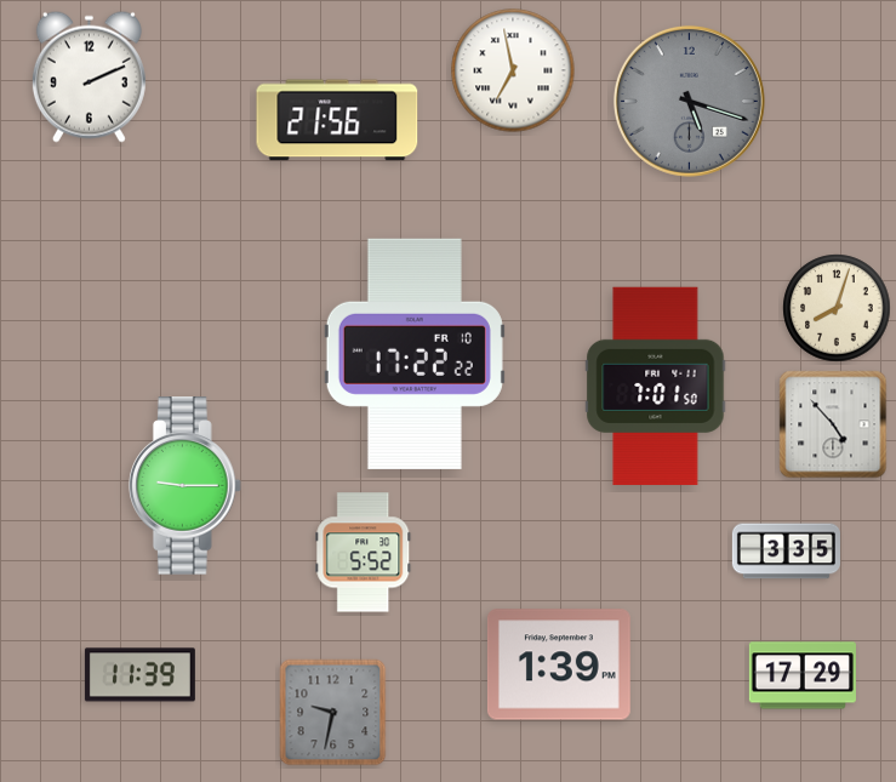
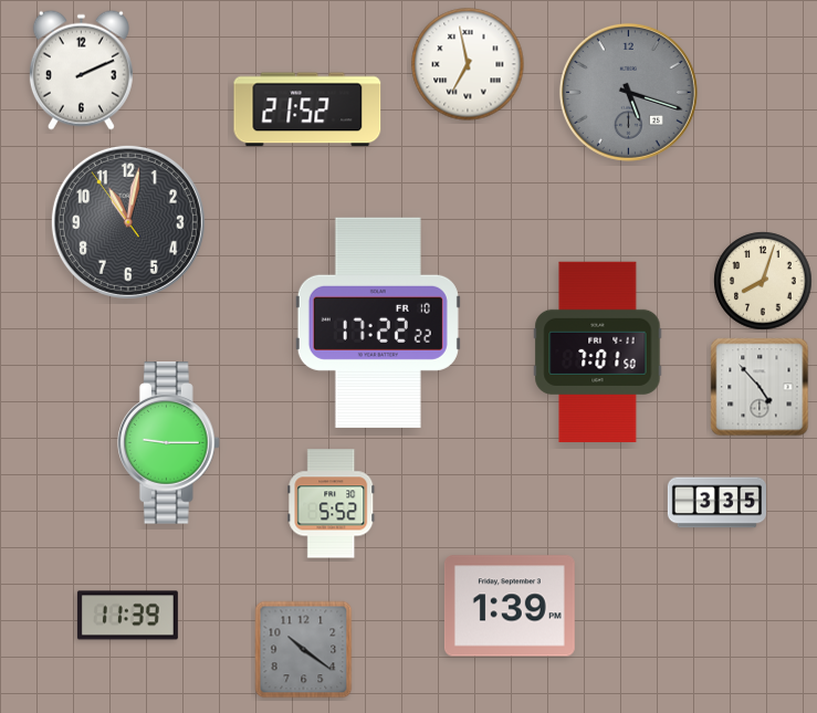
clock at (337, 120): 21:56 -> 21:52
clock at (128, 222): none -> 11:01
clock at (803, 675): 17:29 -> none
clock at (333, 713): 9:32 -> 10:21
